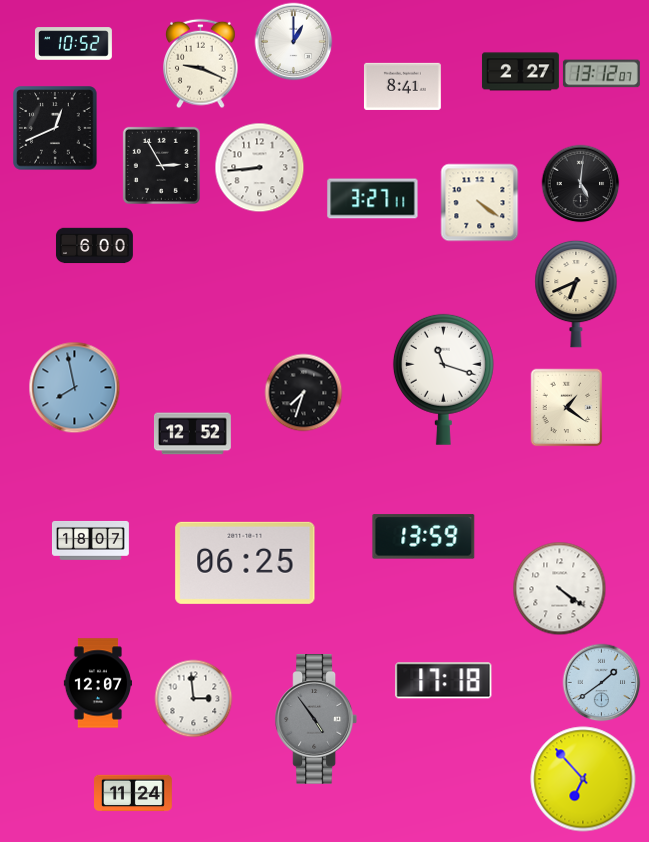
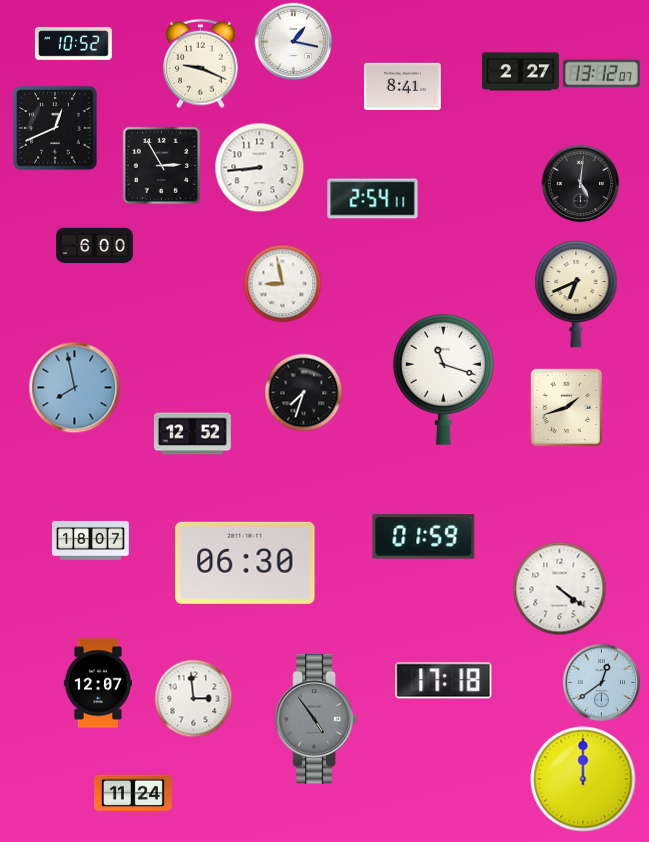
clock at (293, 41): 1:00 -> 1:17
clock at (373, 199): 3:27 -> 2:54
clock at (479, 202): 4:21 -> none
clock at (282, 283): none -> 8:58
clock at (567, 407): 1:21 -> 1:42
clock at (424, 537): 13:59 -> 01:59
clock at (245, 563): 06:25 -> 06:30
clock at (601, 682): 1:39 -> 12:39
clock at (583, 779): 6:53 -> 12:00
